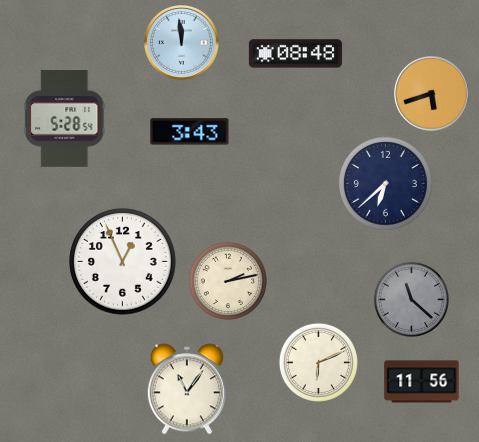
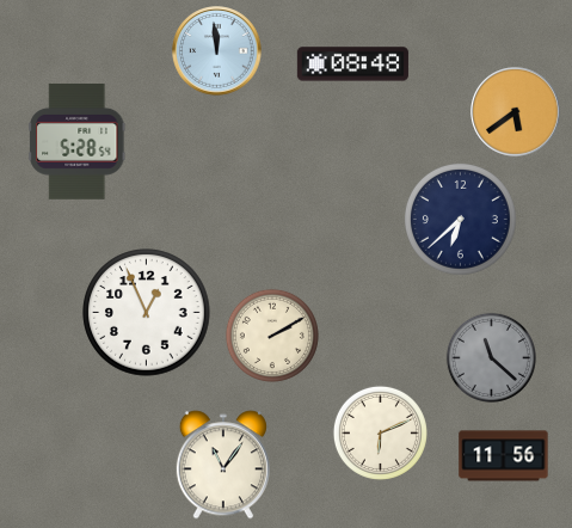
clock at (432, 94): 5:42 -> 5:39
clock at (190, 132): 3:43 -> none
clock at (228, 281): 2:13 -> 2:10
